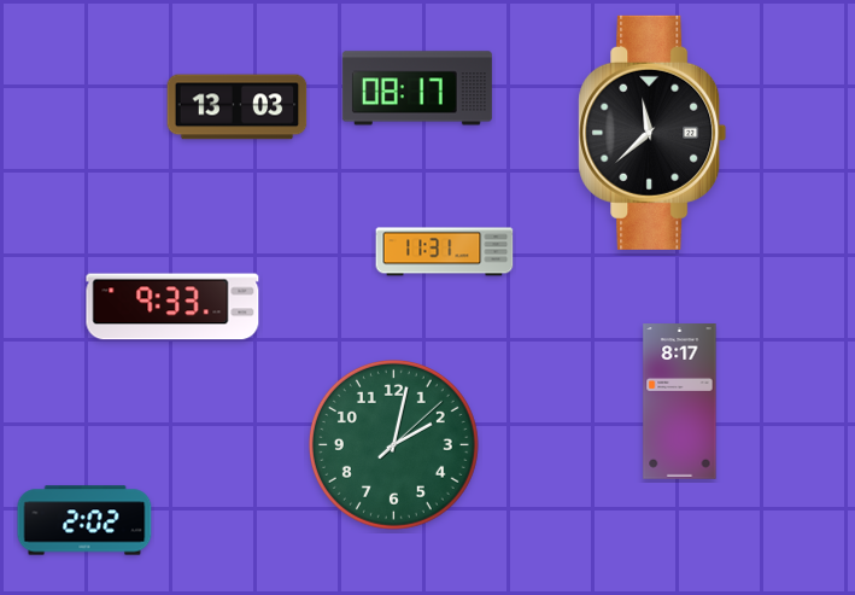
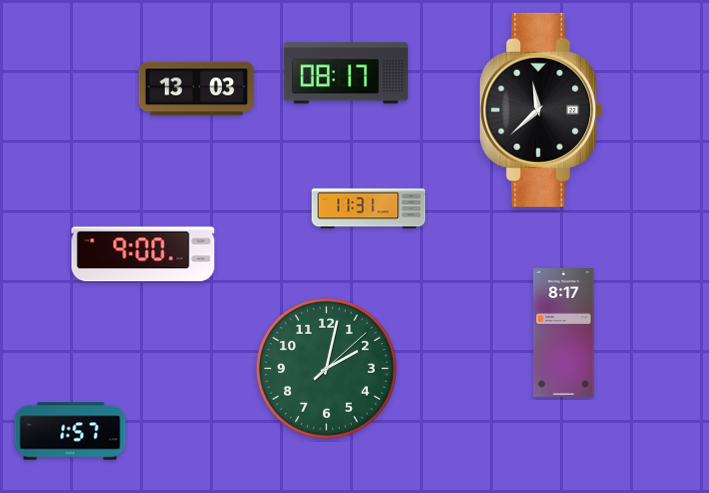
clock at (172, 307): 9:33 -> 9:00
clock at (84, 520): 2:02 -> 1:57
